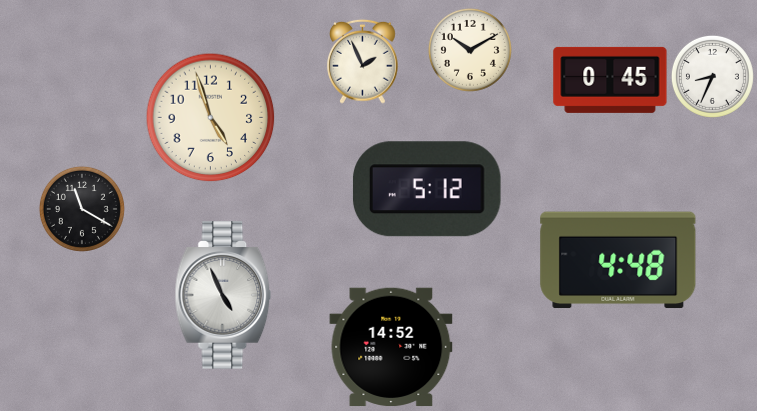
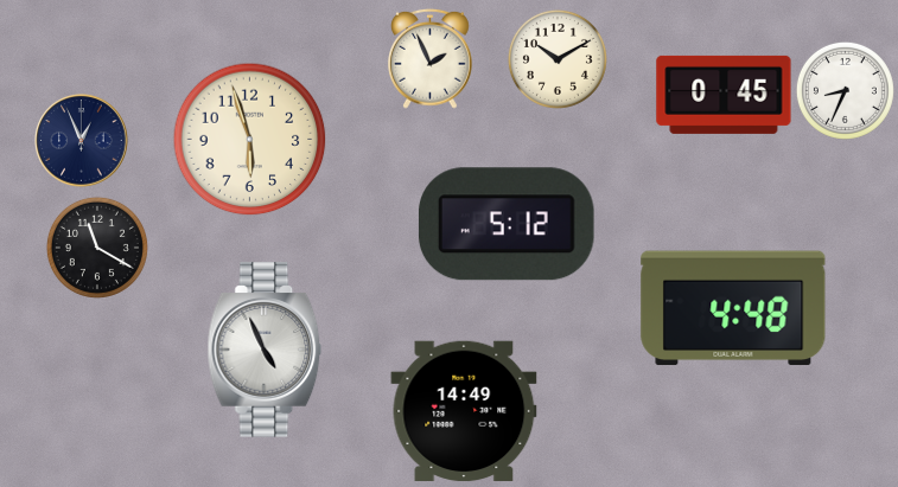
clock at (363, 61) position: (363, 61) -> (431, 58)
clock at (211, 118): 4:57 -> 5:57
clock at (82, 141): none -> 12:56
clock at (391, 347): 14:52 -> 14:49
